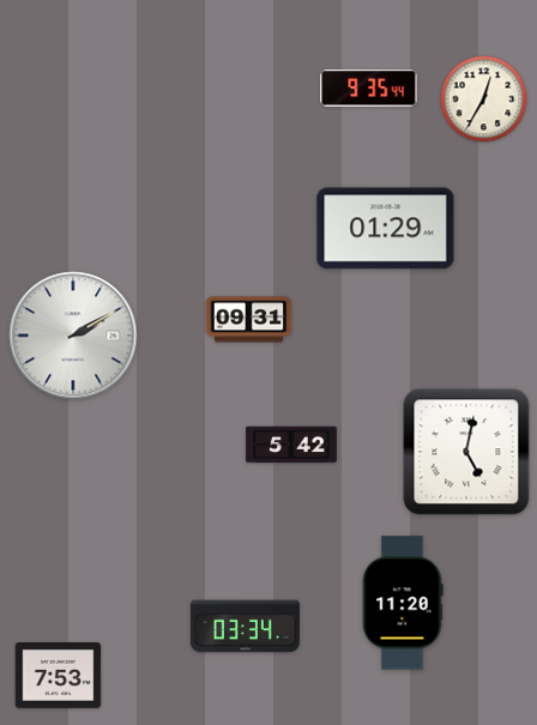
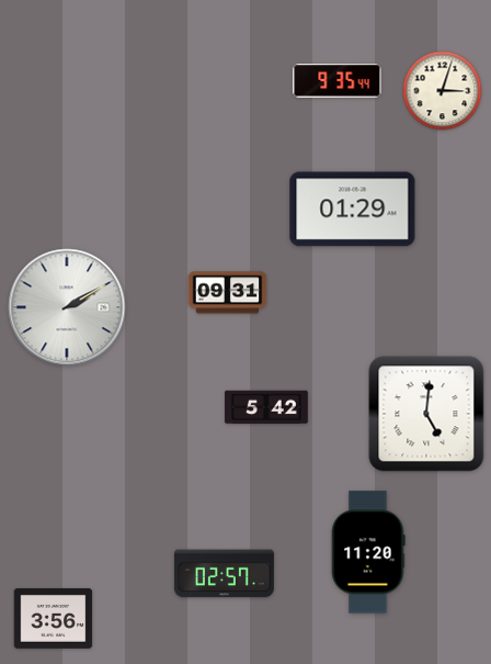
clock at (484, 99): 12:35 -> 3:03
clock at (466, 452): 5:02 -> 5:01
clock at (245, 627): 03:34 -> 02:57
clock at (59, 676): 7:53 -> 3:56
